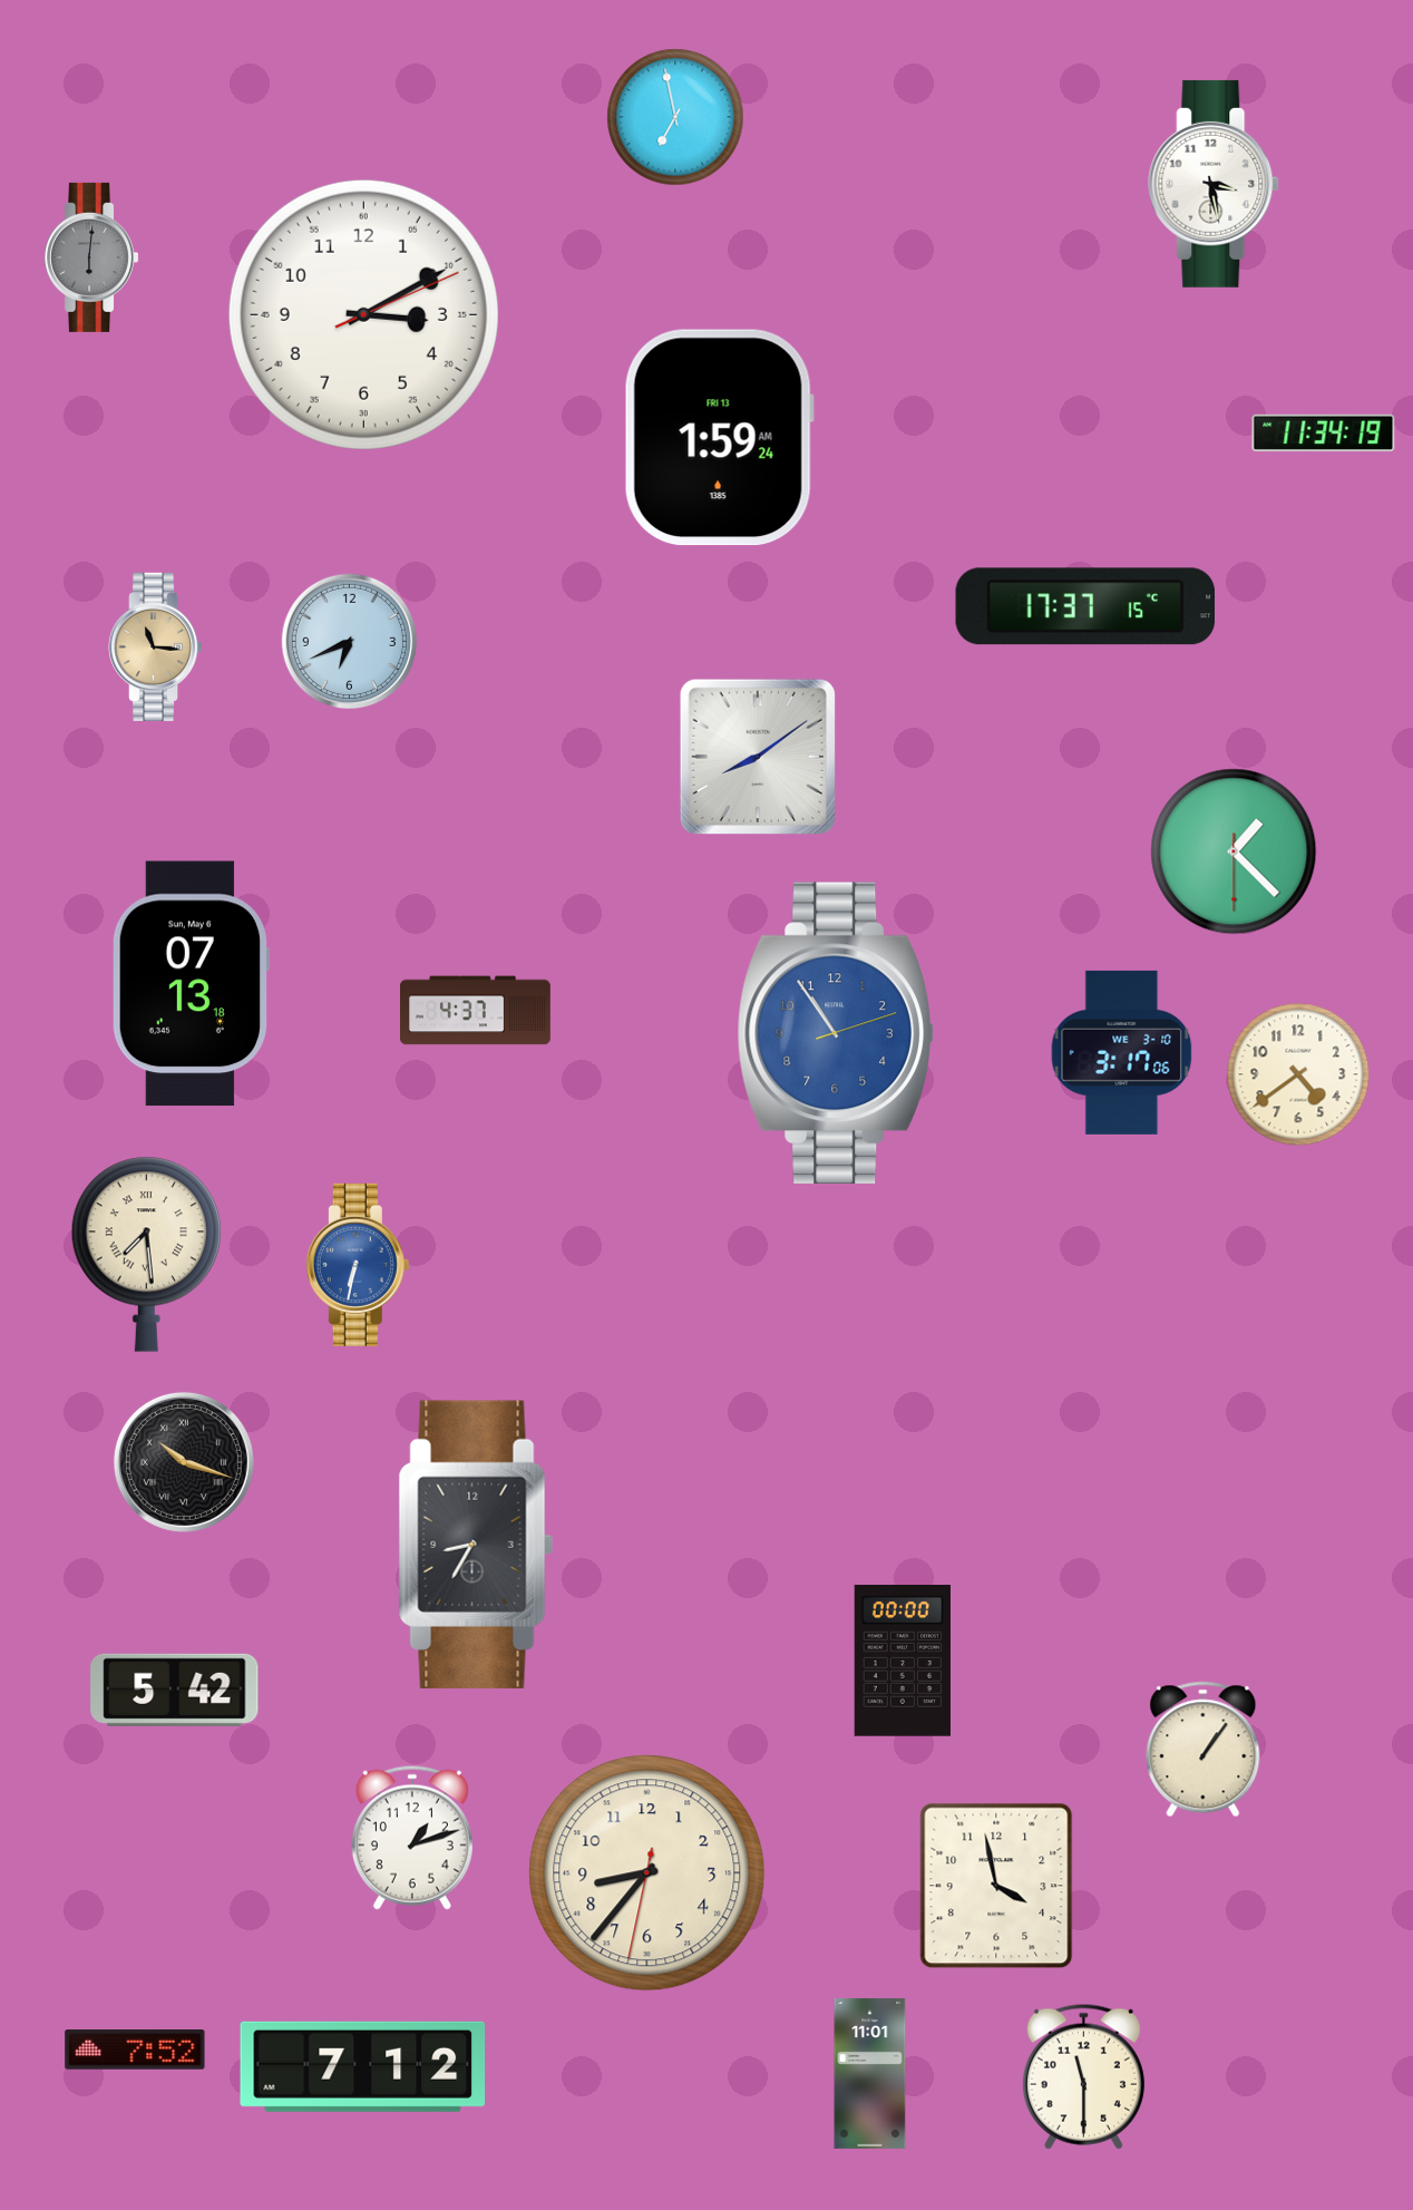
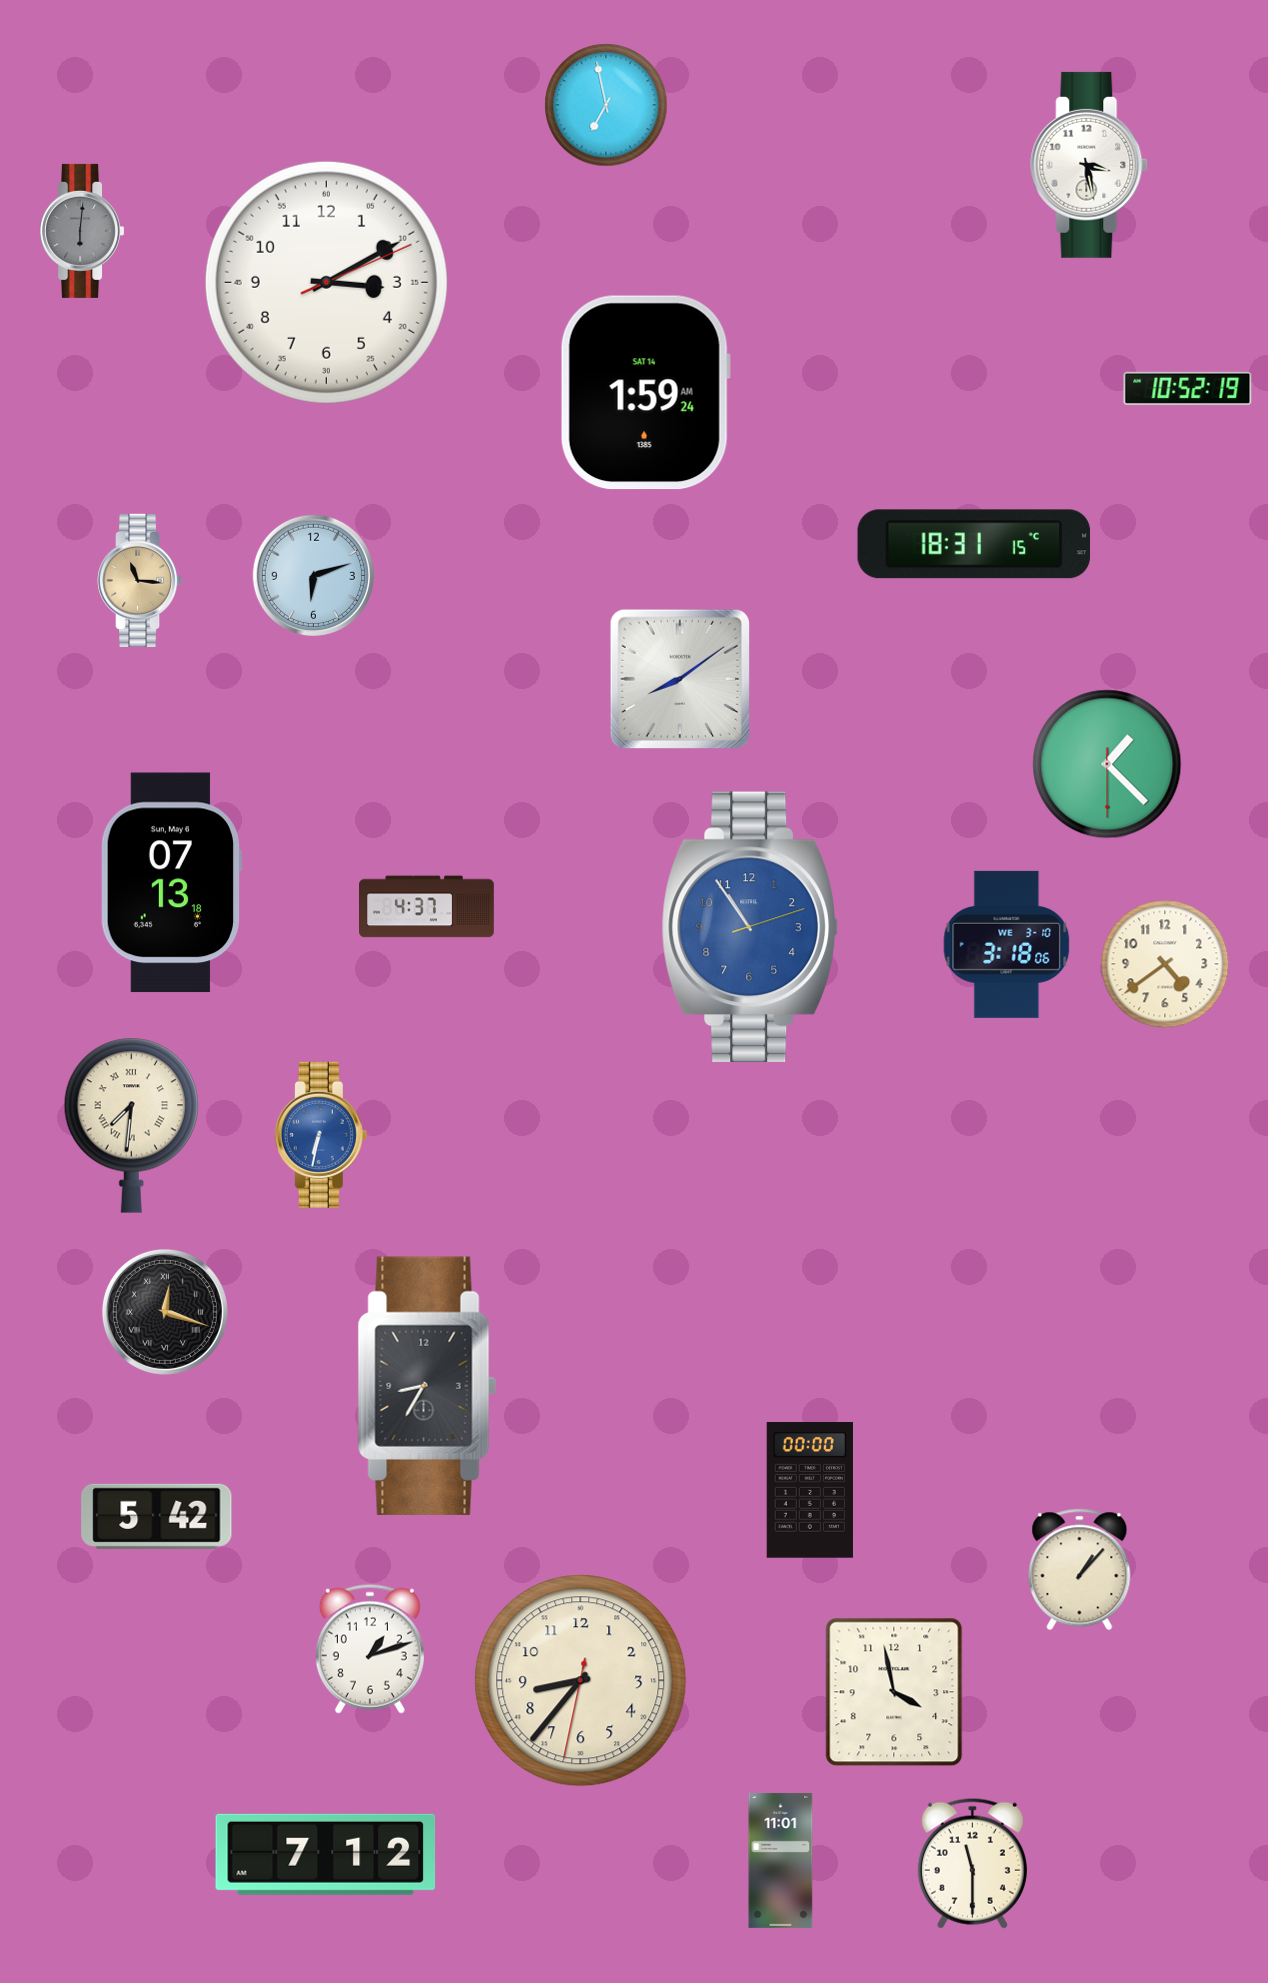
clock at (1324, 434): 11:34 -> 10:52
clock at (719, 438) date: FRI 13 -> SAT 14
clock at (1085, 606): 17:37 -> 18:31
clock at (349, 641): 6:41 -> 6:12
clock at (1122, 1052): 3:17 -> 3:18
clock at (146, 1254): 7:29 -> 7:31
clock at (184, 1462): 10:18 -> 12:18
clock at (1204, 1750): 1:06 -> 1:07
clock at (135, 2050): 7:52 -> none
